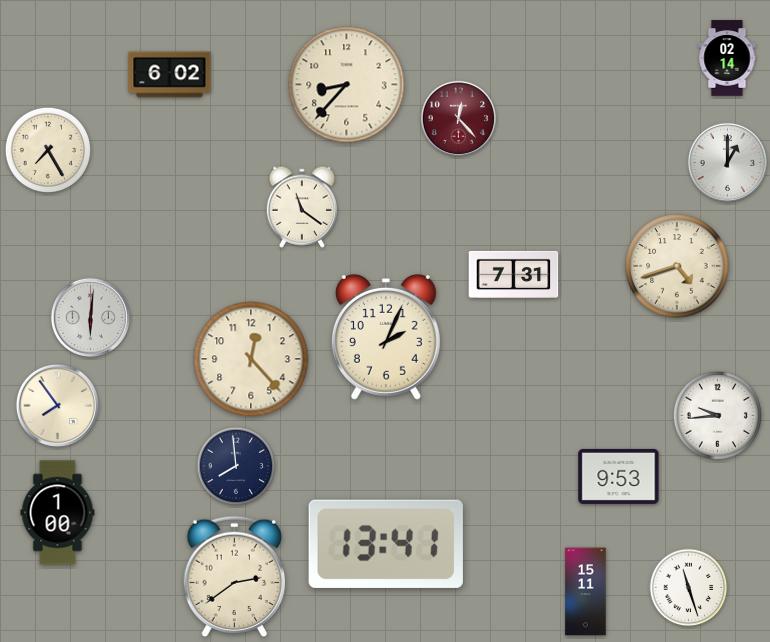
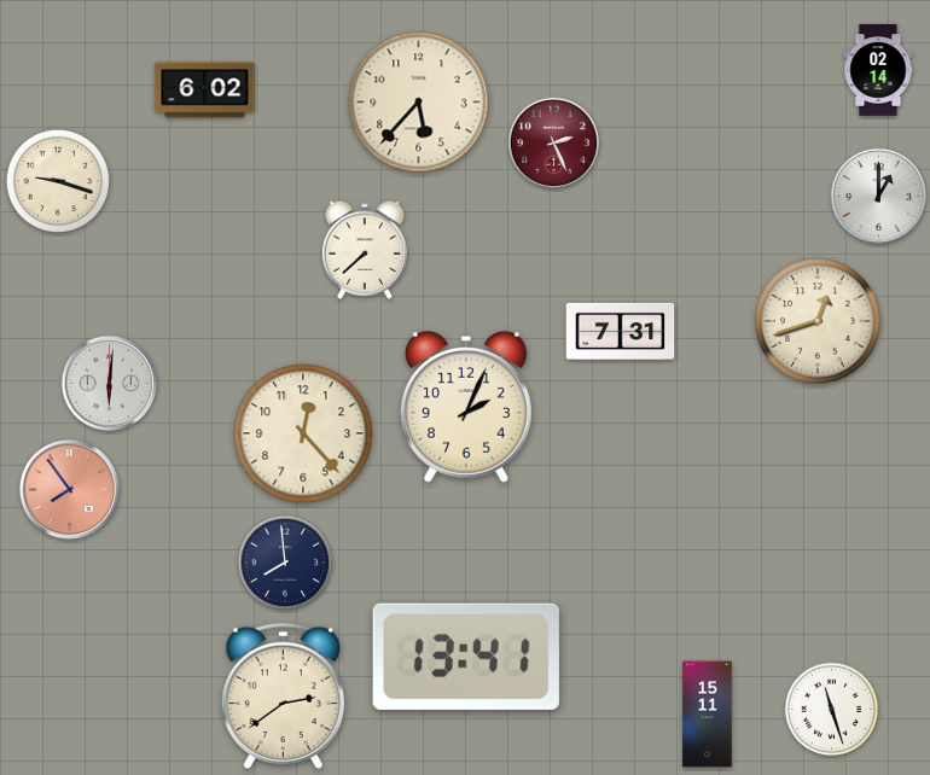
clock at (347, 85): 8:37 -> 5:37
clock at (458, 118): 12:23 -> 2:26
clock at (47, 149): 7:25 -> 9:18
clock at (302, 207): 11:21 -> 7:38
clock at (677, 266): 4:42 -> 12:42
clock at (57, 405) dial: cream -> salmon
clock at (717, 415): 9:44 -> none
clock at (619, 476): 9:53 -> none
clock at (58, 513): 1:00 -> none
